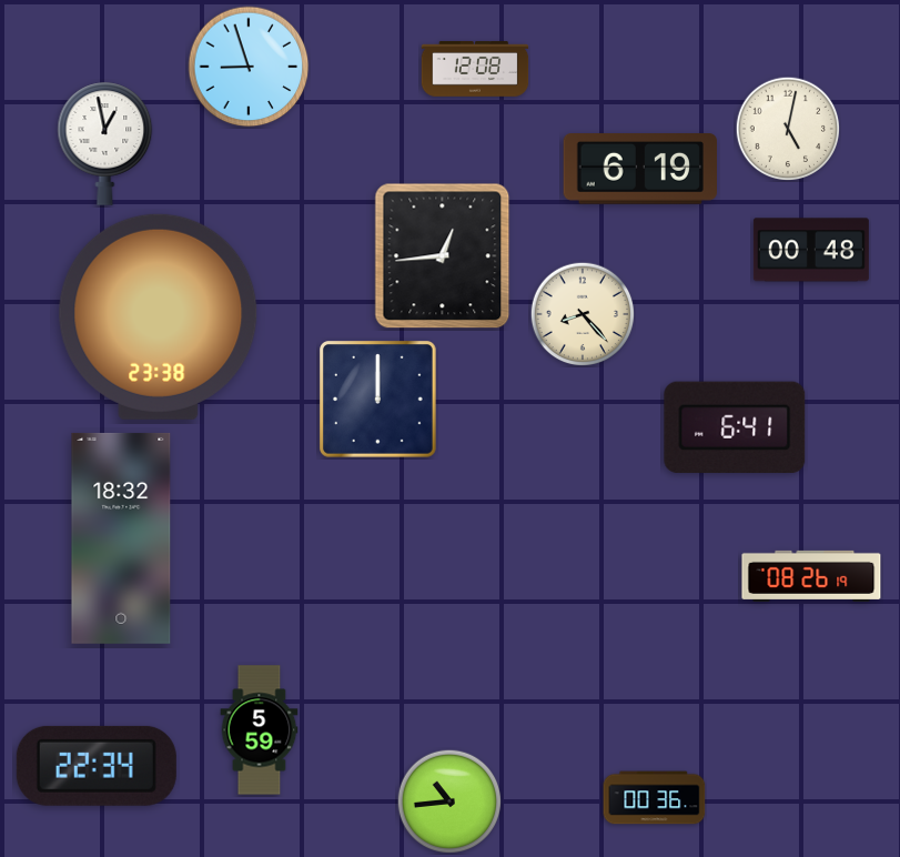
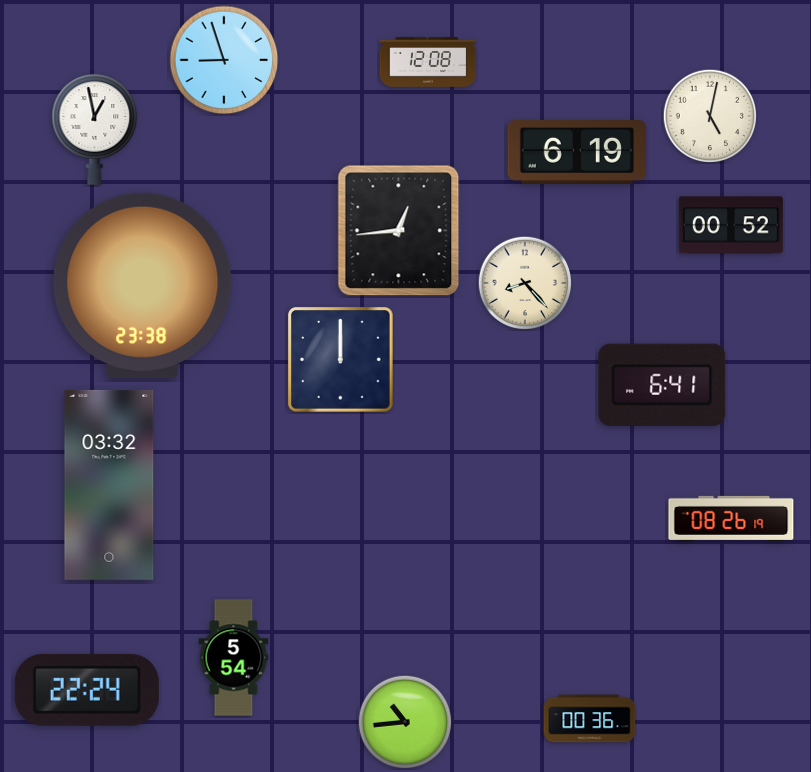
clock at (811, 250): 00:48 -> 00:52
clock at (121, 538): 18:32 -> 03:32
clock at (260, 730): 5:59 -> 5:54
clock at (97, 766): 22:34 -> 22:24
